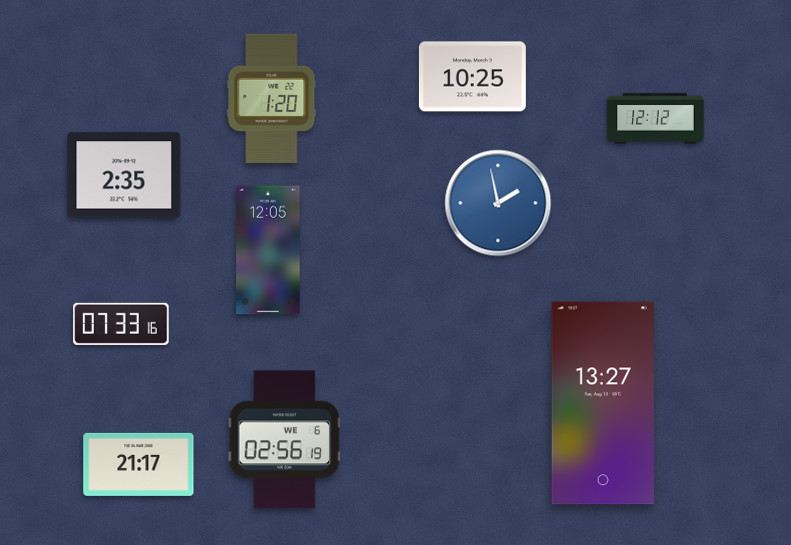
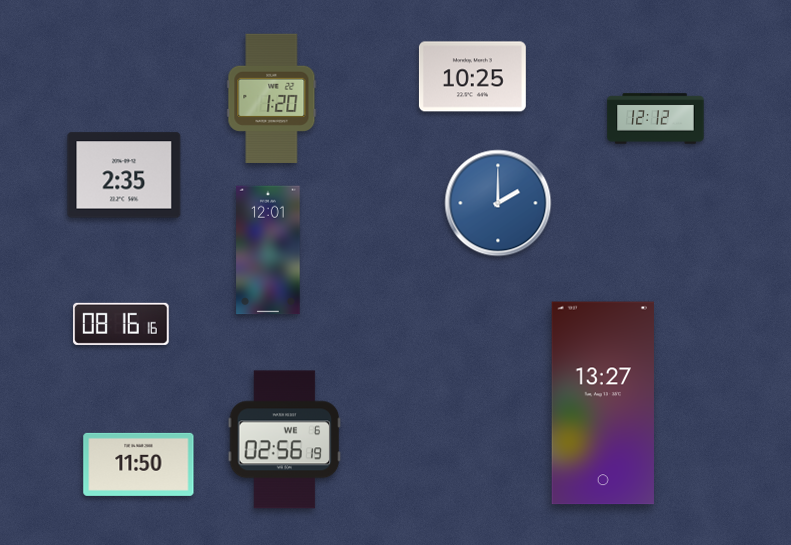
clock at (498, 203): 1:58 -> 2:00
clock at (268, 250): 12:05 -> 12:01
clock at (121, 324): 07:33 -> 08:16
clock at (139, 464): 21:17 -> 11:50
